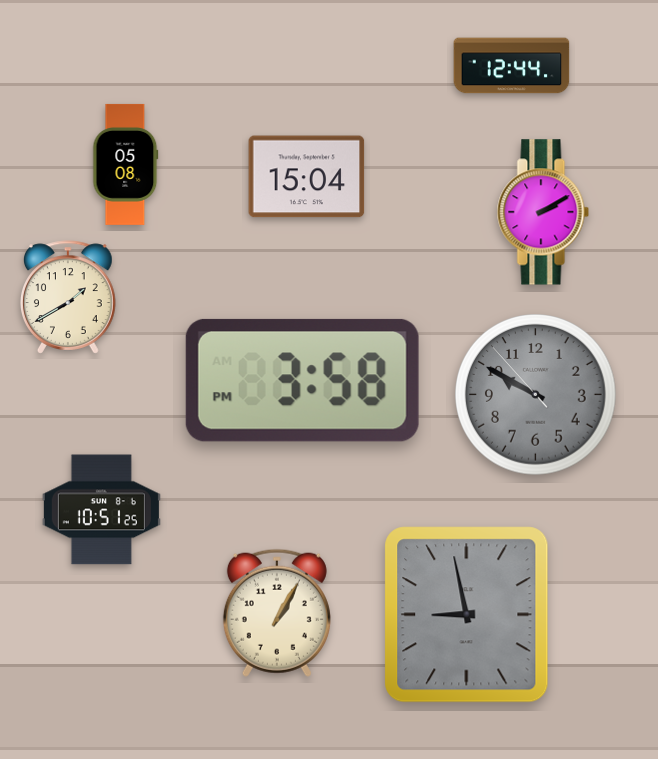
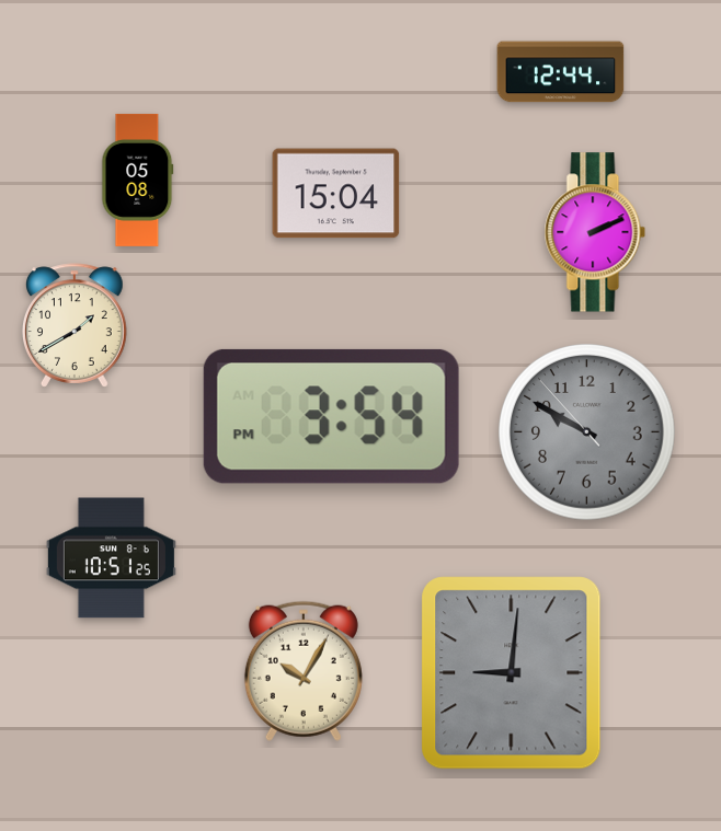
clock at (543, 212): 2:10 -> 2:11
clock at (302, 380): 3:58 -> 3:54
clock at (277, 613): 1:05 -> 10:05
clock at (467, 615): 8:58 -> 9:01
